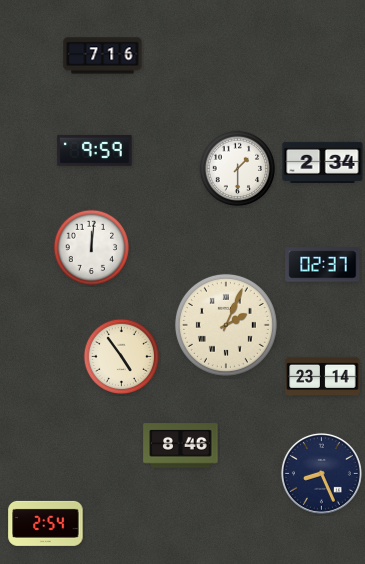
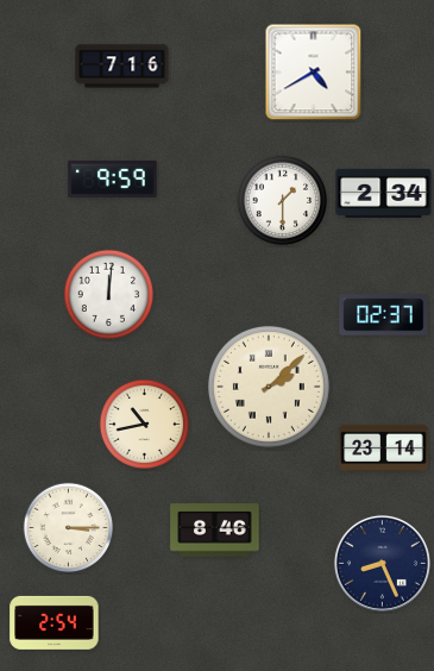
clock at (314, 73): none -> 4:40
clock at (226, 325): 2:04 -> 2:08
clock at (122, 357): 4:54 -> 10:43
clock at (69, 528): none -> 3:15
